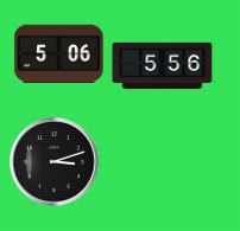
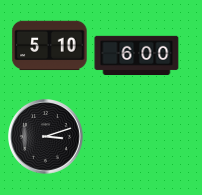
clock at (59, 54): 5:06 -> 5:10
clock at (163, 66): 5:56 -> 6:00
